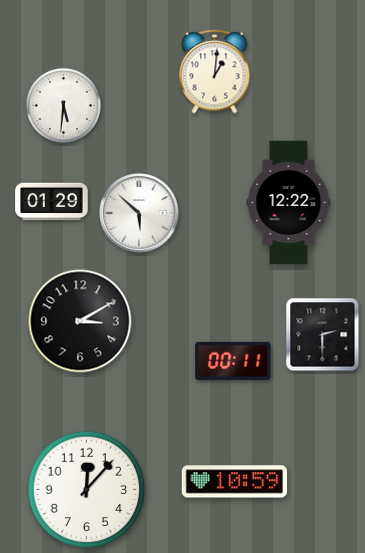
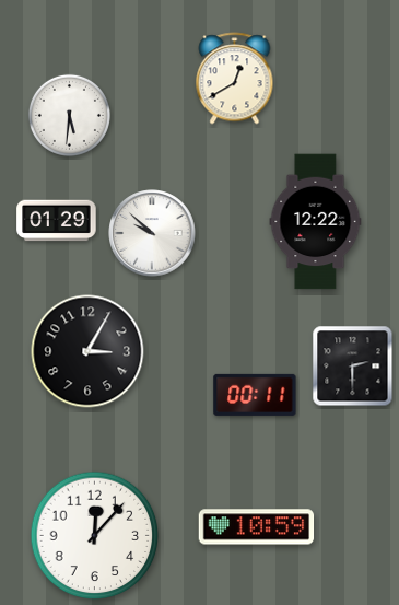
clock at (215, 72): 1:01 -> 12:40
clock at (139, 213): 5:52 -> 9:52
clock at (80, 321): 3:10 -> 3:05
